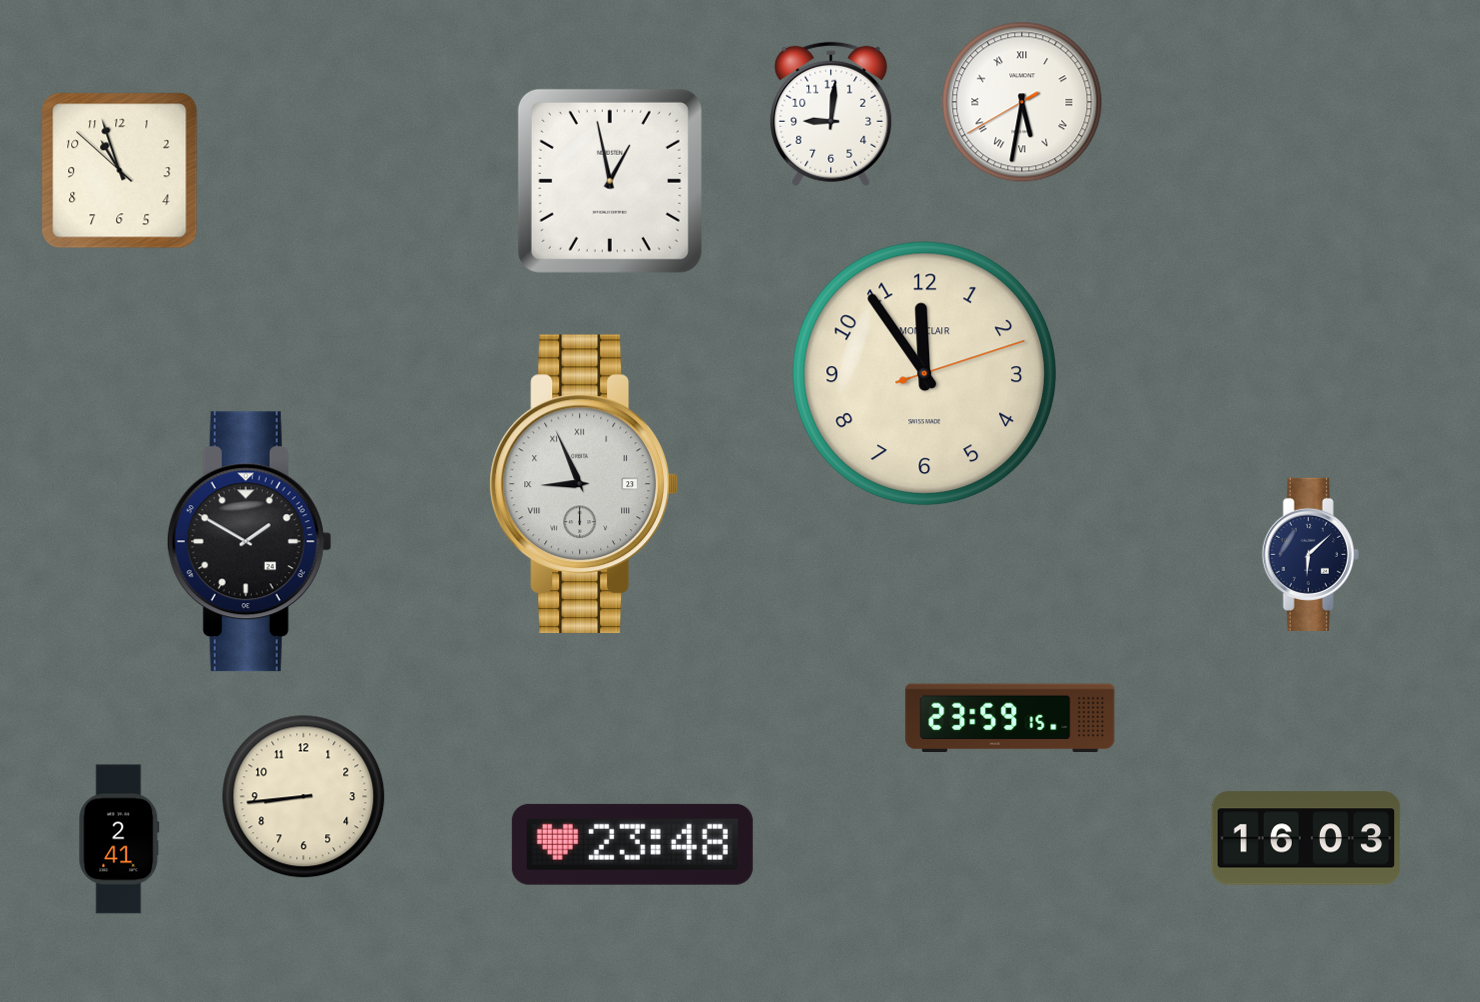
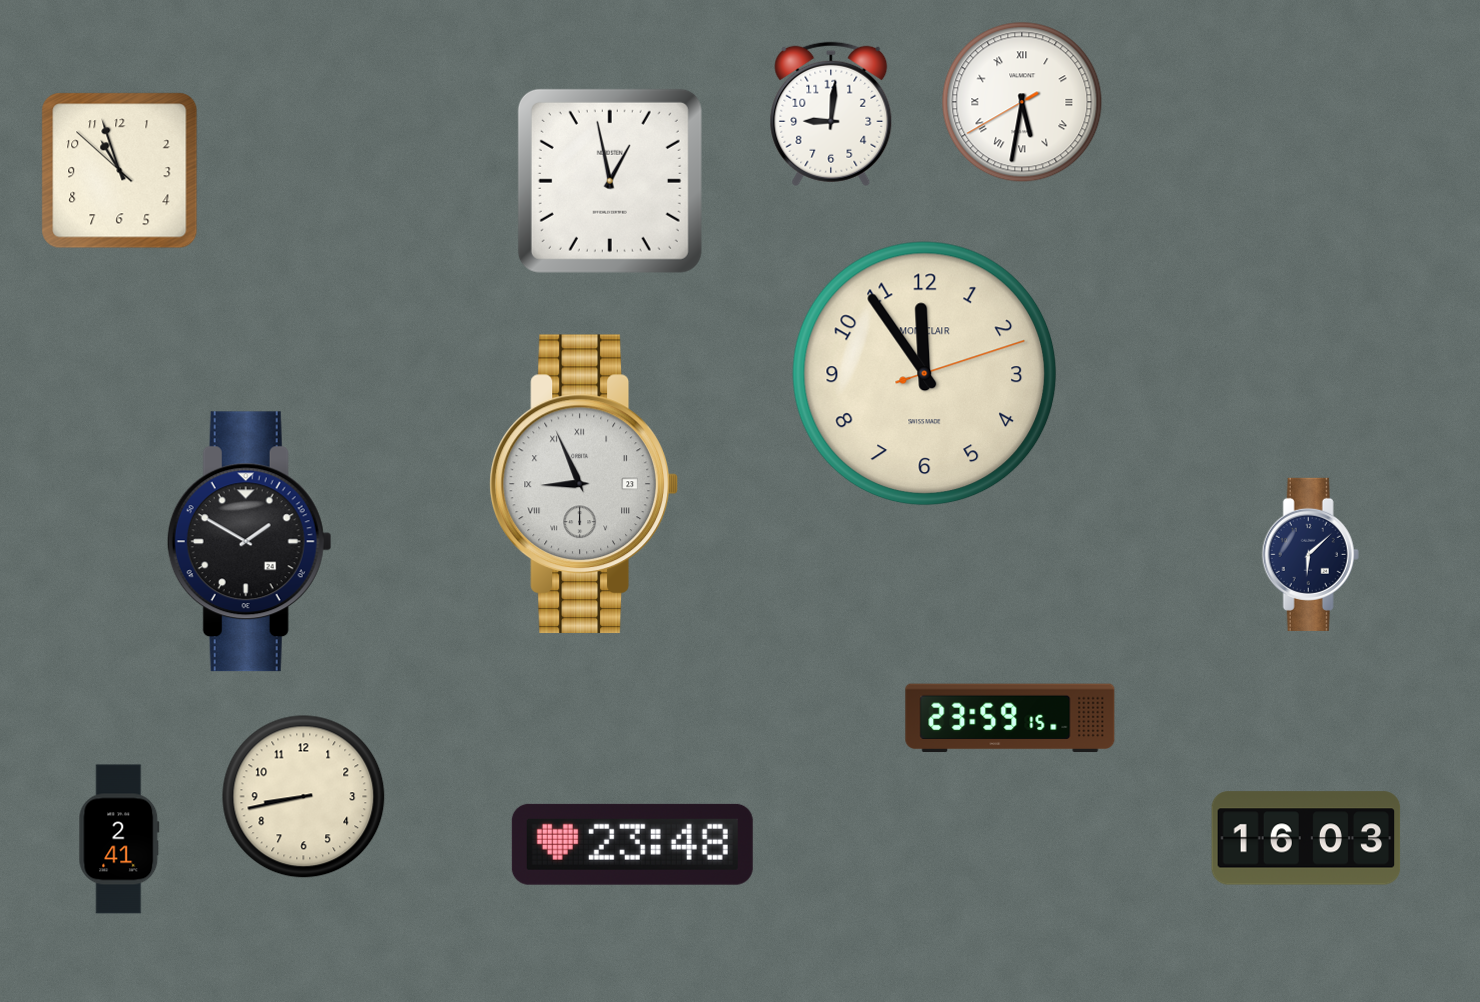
clock at (304, 797): 8:44 -> 8:43
